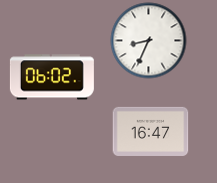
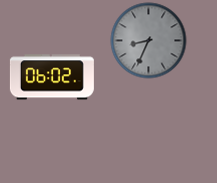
clock at (149, 41) dial: white -> grey
clock at (151, 131): 16:47 -> none
